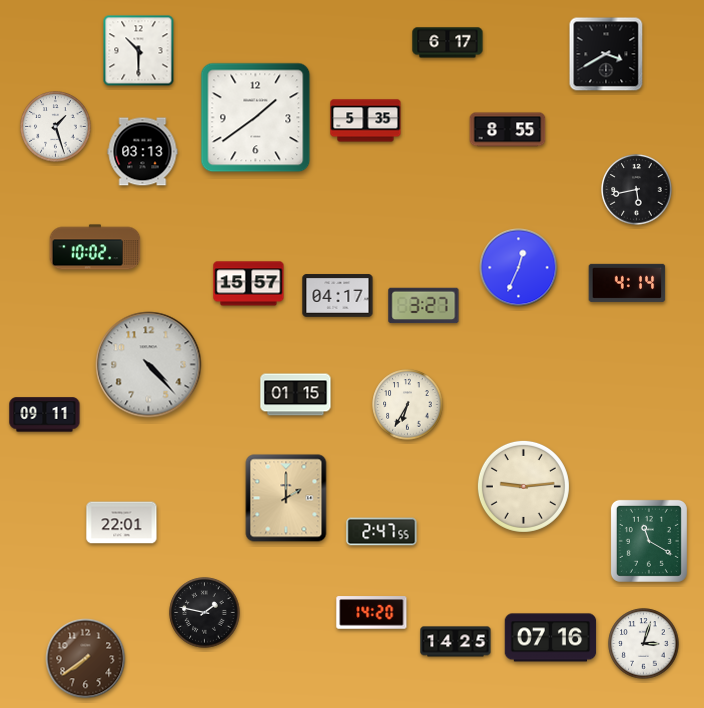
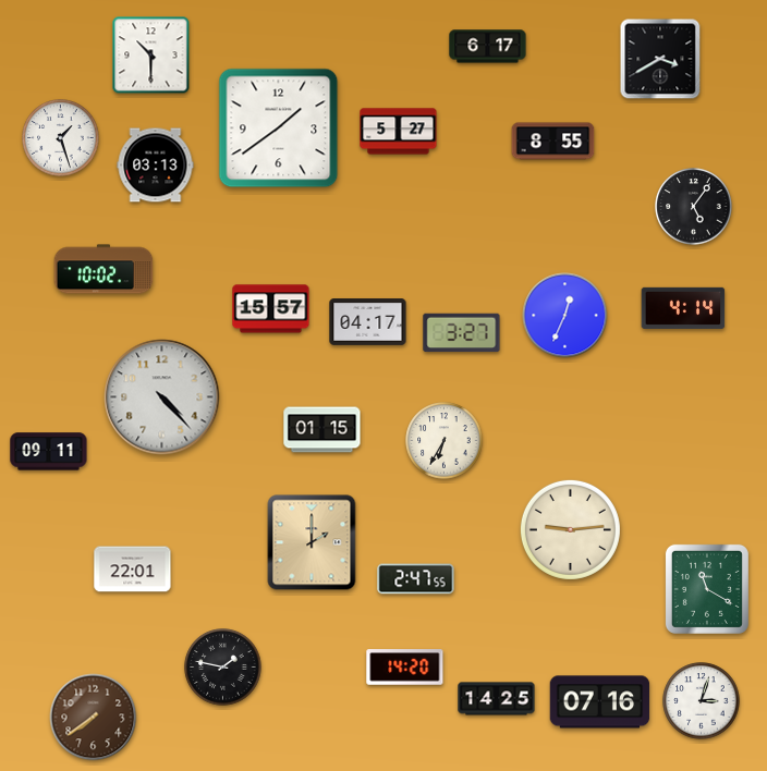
clock at (366, 121): 5:35 -> 5:27
clock at (637, 190): 5:43 -> 5:06
clock at (519, 268) position: (519, 268) -> (565, 316)
clock at (551, 638) position: (551, 638) -> (600, 702)
